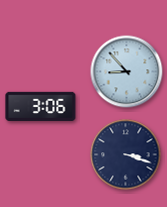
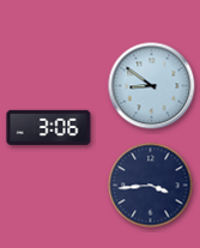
clock at (127, 72): 8:53 -> 8:51
clock at (126, 155): 3:18 -> 3:44
